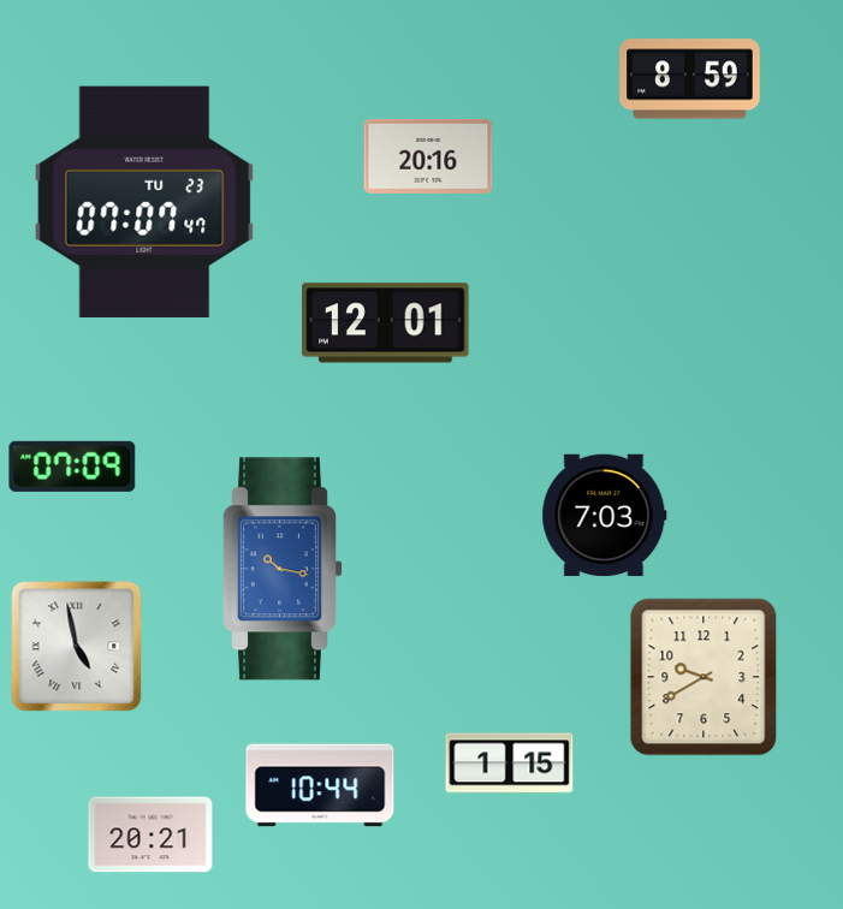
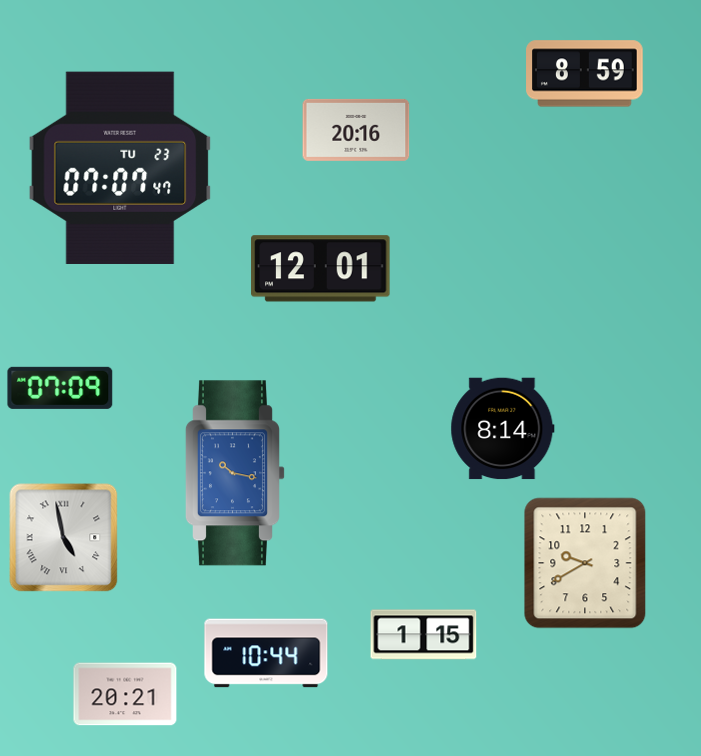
clock at (690, 79) position: (690, 79) -> (585, 74)
clock at (605, 516): 7:03 -> 8:14
